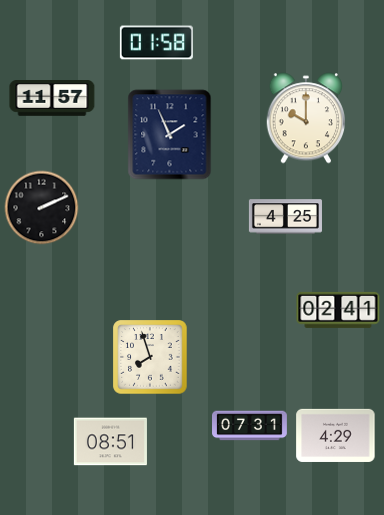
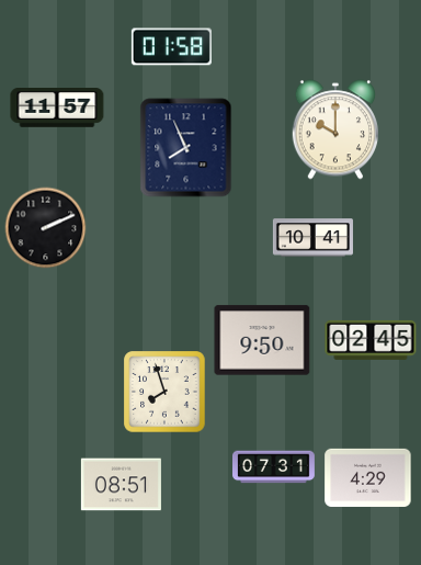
clock at (170, 135): 1:56 -> 7:56
clock at (285, 217): 4:25 -> 10:41
clock at (262, 340): none -> 9:50
clock at (338, 310): 02:41 -> 02:45
